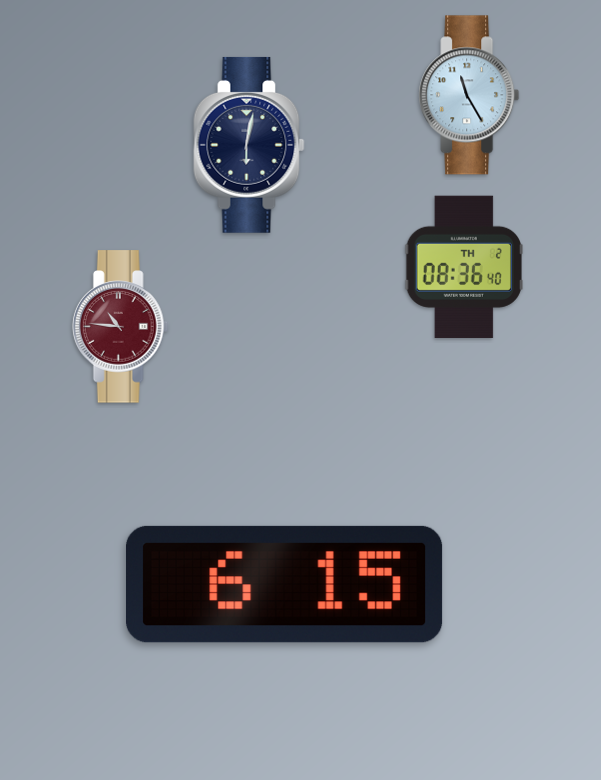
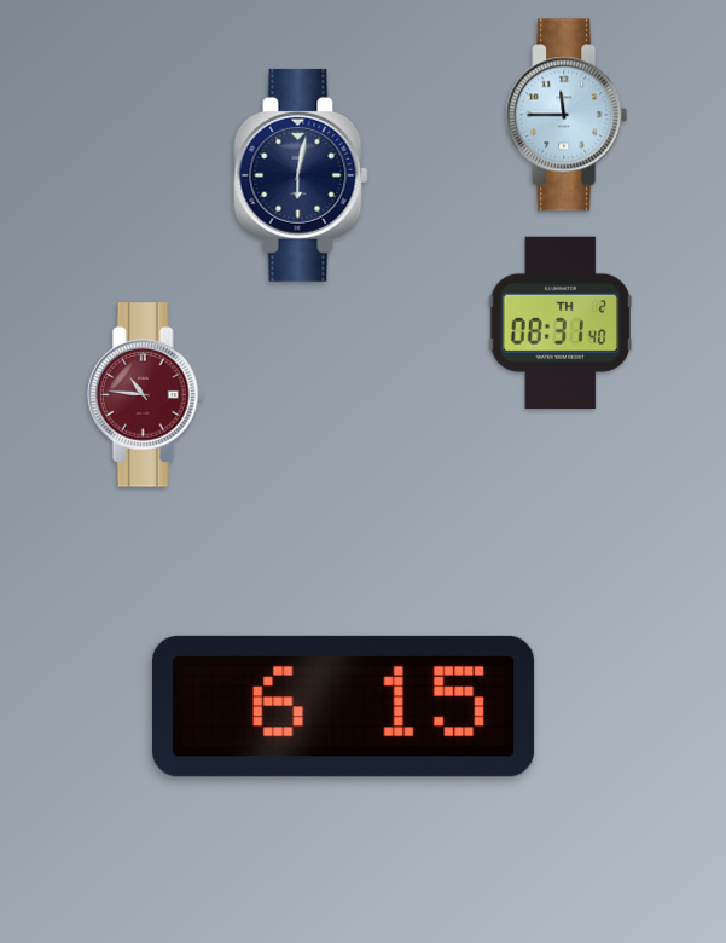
clock at (469, 95): 11:25 -> 11:45
clock at (463, 267): 08:36 -> 08:31
